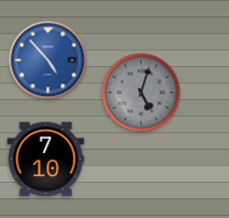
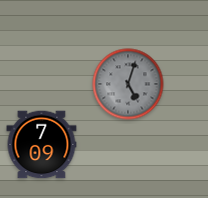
clock at (48, 61): 4:53 -> none
clock at (46, 160): 7:10 -> 7:09
